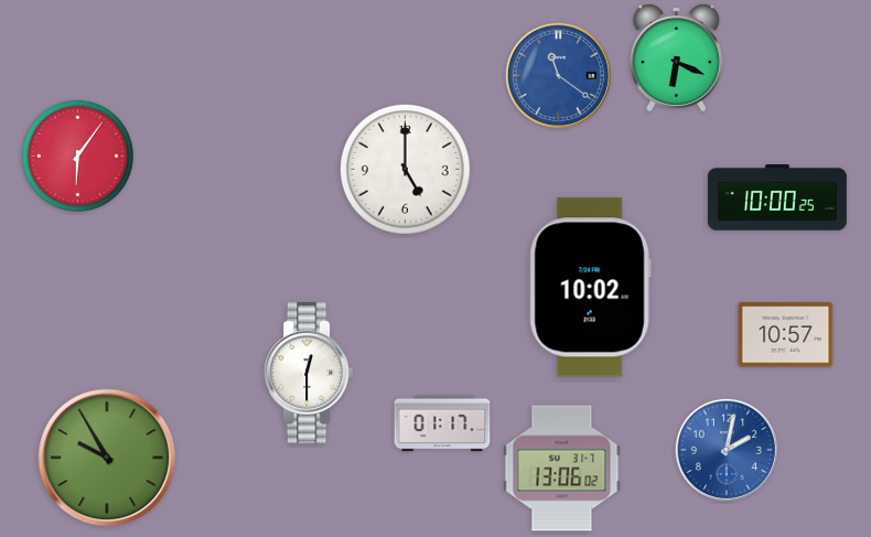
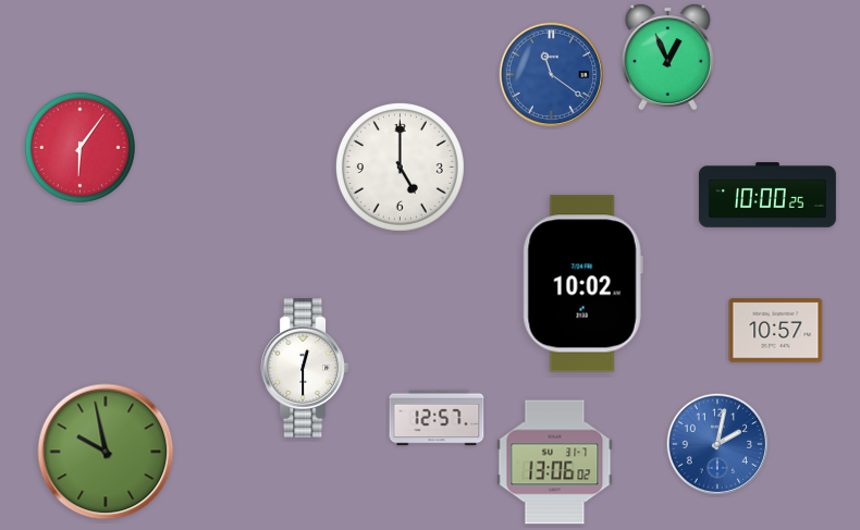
clock at (676, 58): 6:19 -> 12:56
clock at (77, 155) position: (77, 155) -> (79, 147)
clock at (442, 423): 01:17 -> 12:57
clock at (107, 458): 9:55 -> 9:58
